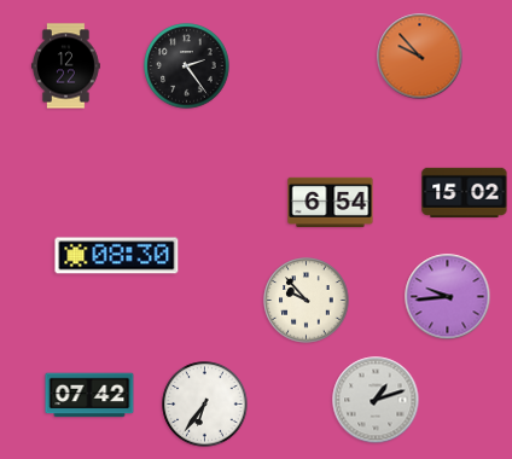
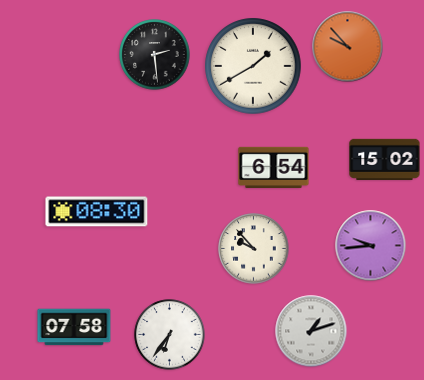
clock at (66, 66): 12:22 -> none
clock at (187, 66): 2:24 -> 2:29
clock at (253, 66): none -> 1:40
clock at (89, 395): 07:42 -> 07:58
